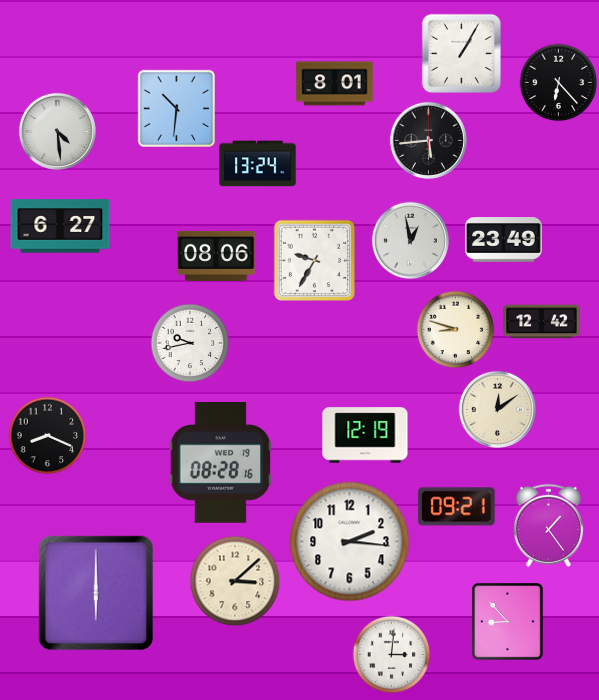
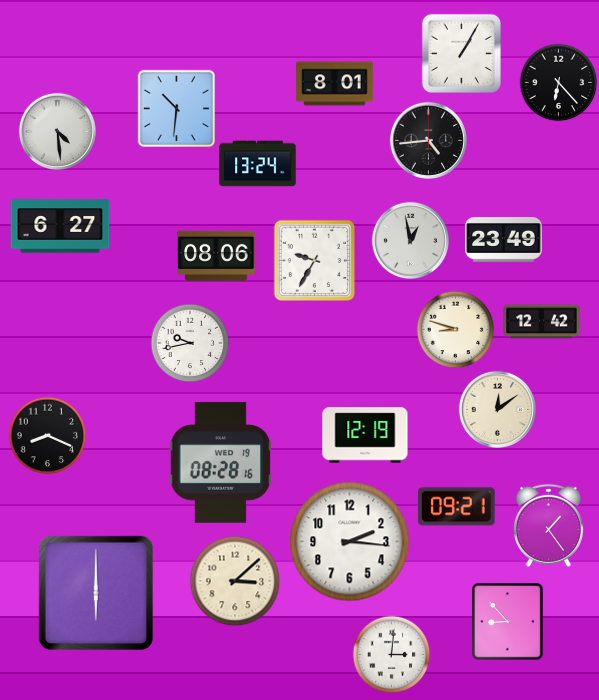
clock at (428, 140): 5:44 -> 4:44
